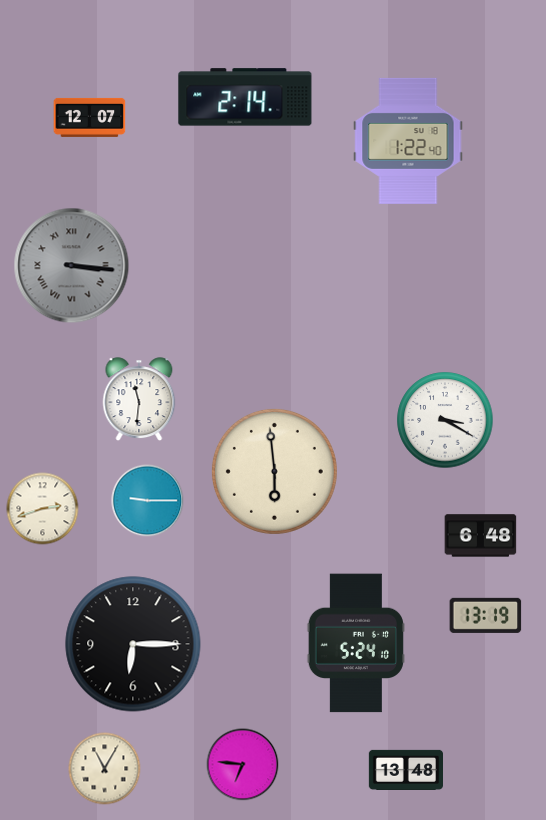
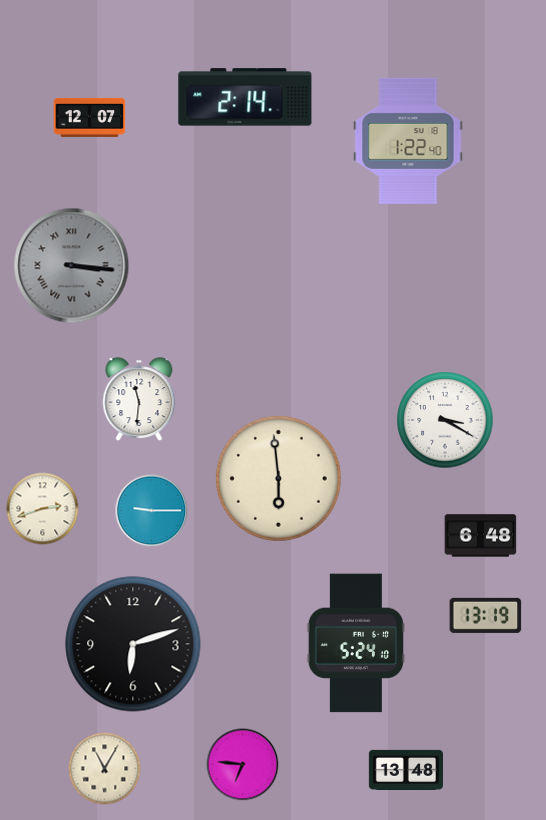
clock at (274, 471) position: (274, 471) -> (278, 478)
clock at (148, 501) position: (148, 501) -> (152, 511)
clock at (133, 644): 6:15 -> 6:12
